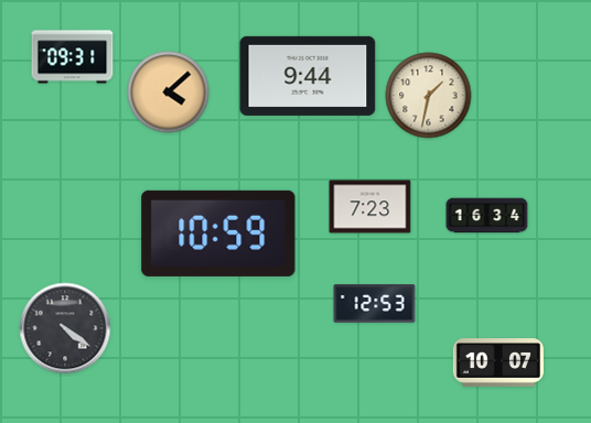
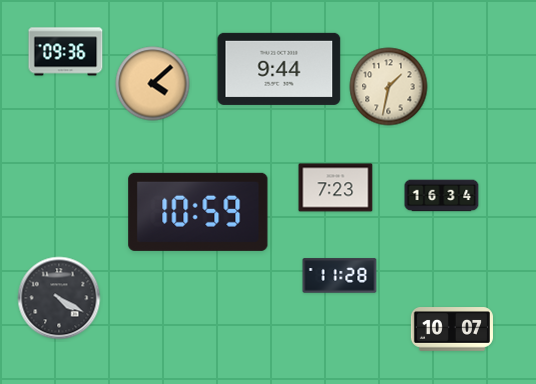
clock at (73, 57): 09:31 -> 09:36
clock at (375, 304): 12:53 -> 11:28
clock at (65, 328): 4:21 -> 4:20
